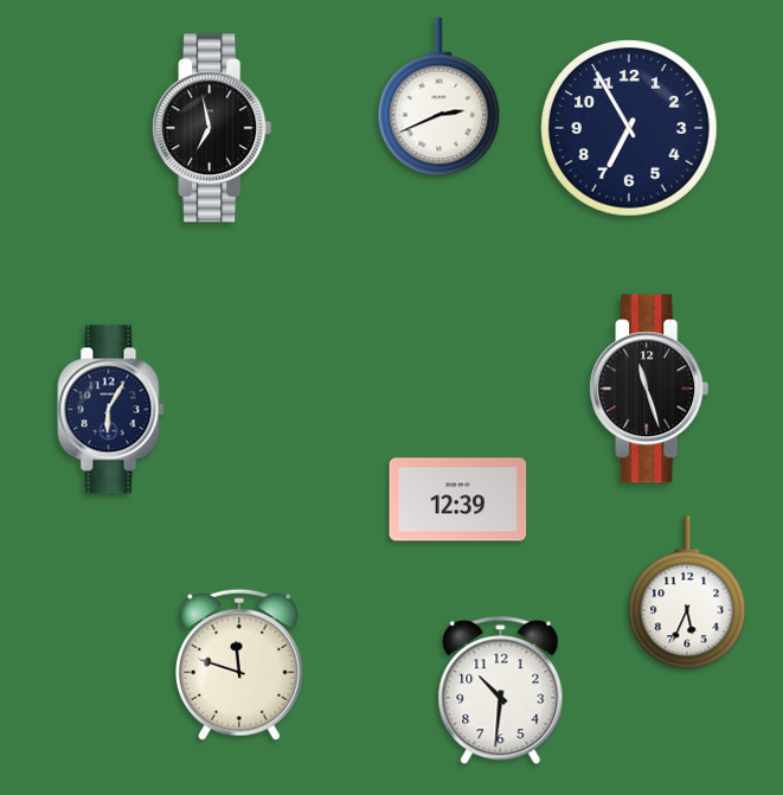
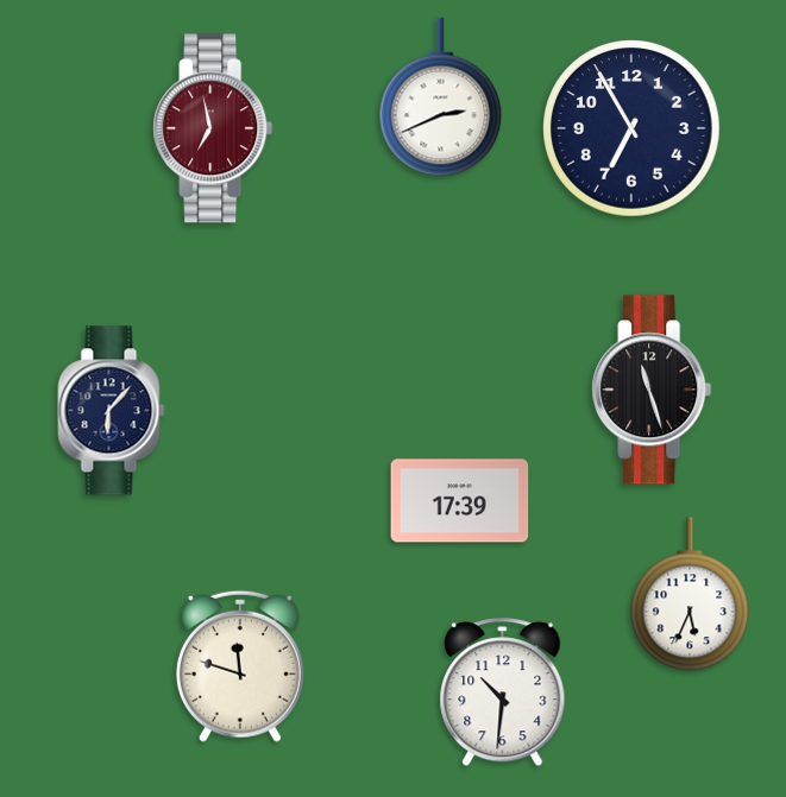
clock at (212, 128) dial: black -> burgundy
clock at (111, 410): 6:05 -> 6:07
clock at (458, 500): 12:39 -> 17:39
